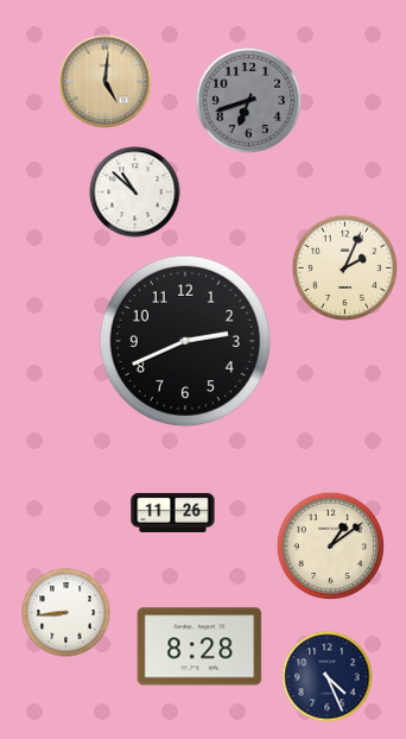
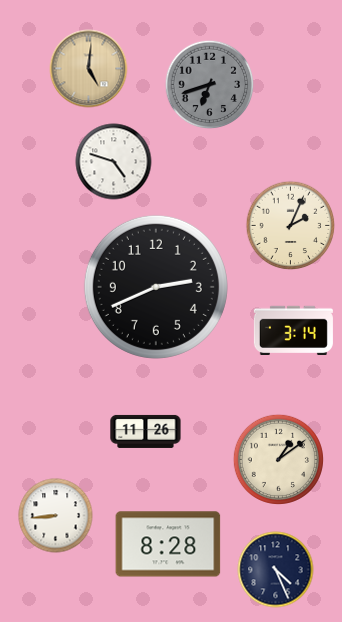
clock at (135, 192): 10:52 -> 4:48
clock at (293, 330): none -> 3:14
